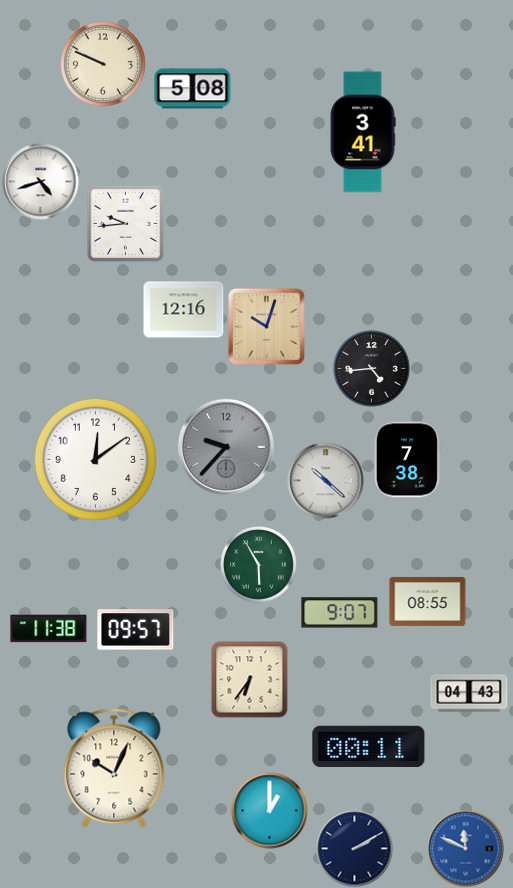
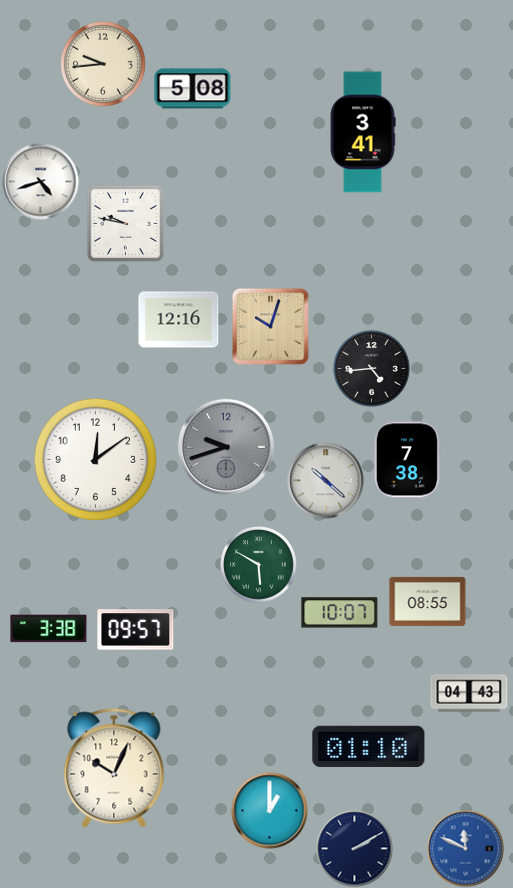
clock at (104, 65): 9:49 -> 9:44
clock at (125, 223): 9:44 -> 9:47
clock at (184, 310) position: (184, 310) -> (179, 320)
clock at (266, 326) position: (266, 326) -> (270, 326)
clock at (226, 447): 9:37 -> 9:42
clock at (259, 565): 5:55 -> 5:50
clock at (340, 613): 9:07 -> 10:07
clock at (49, 629): 11:38 -> 3:38
clock at (250, 680): 6:36 -> none
clock at (369, 746): 00:11 -> 01:10
